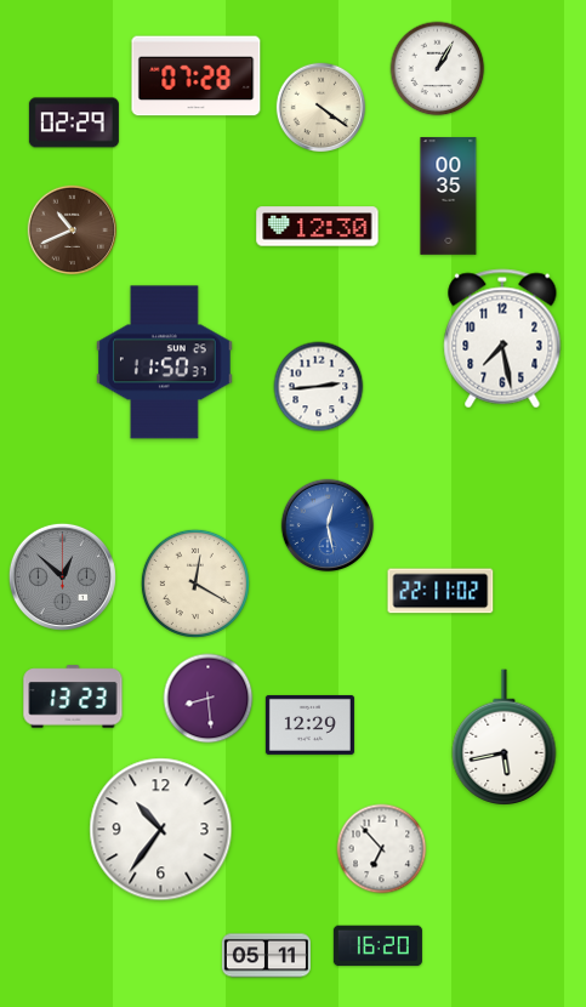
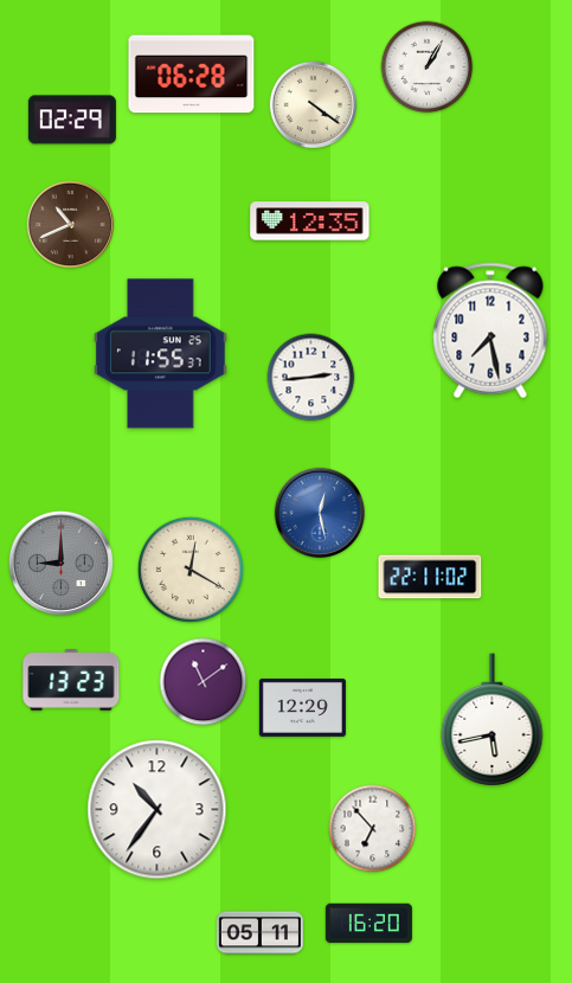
clock at (197, 76): 07:28 -> 06:28
clock at (449, 197): 00:35 -> none
clock at (318, 227): 12:30 -> 12:35
clock at (165, 363): 11:50 -> 11:55
clock at (62, 576): 12:52 -> 9:00
clock at (209, 699): 8:29 -> 11:09
